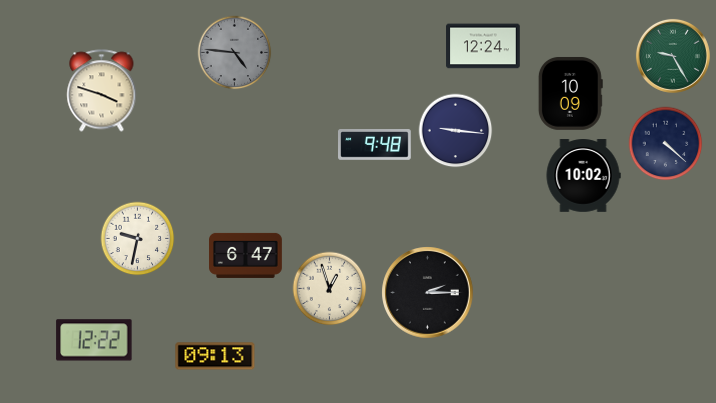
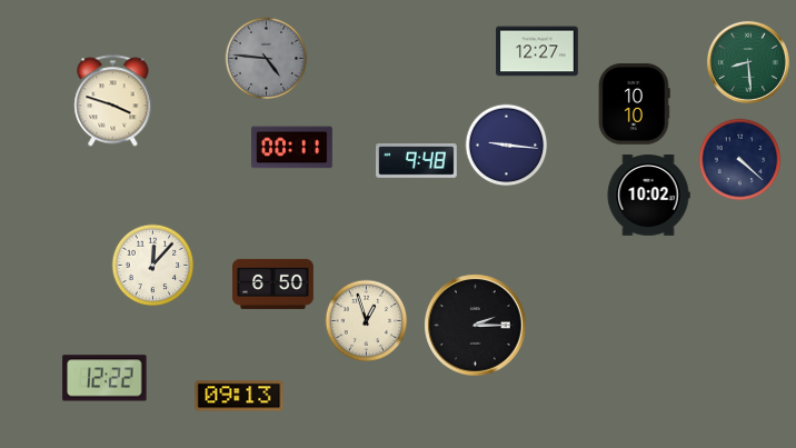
clock at (483, 46): 12:24 -> 12:27
clock at (235, 53) position: (235, 53) -> (267, 59)
clock at (673, 56): 9:25 -> 8:29
clock at (570, 94): 10:09 -> 10:10
clock at (292, 148): none -> 00:11
clock at (138, 239): 9:32 -> 12:07
clock at (246, 255): 6:47 -> 6:50
